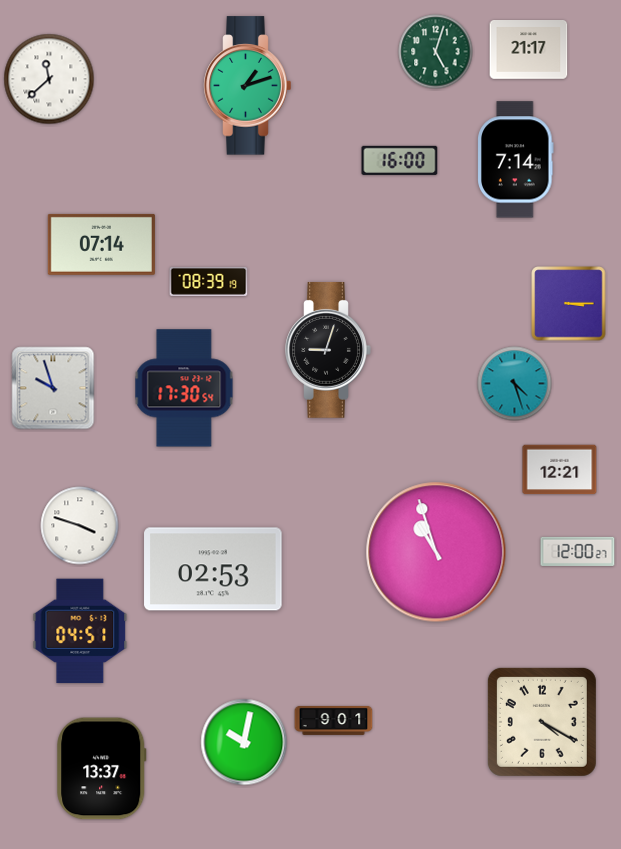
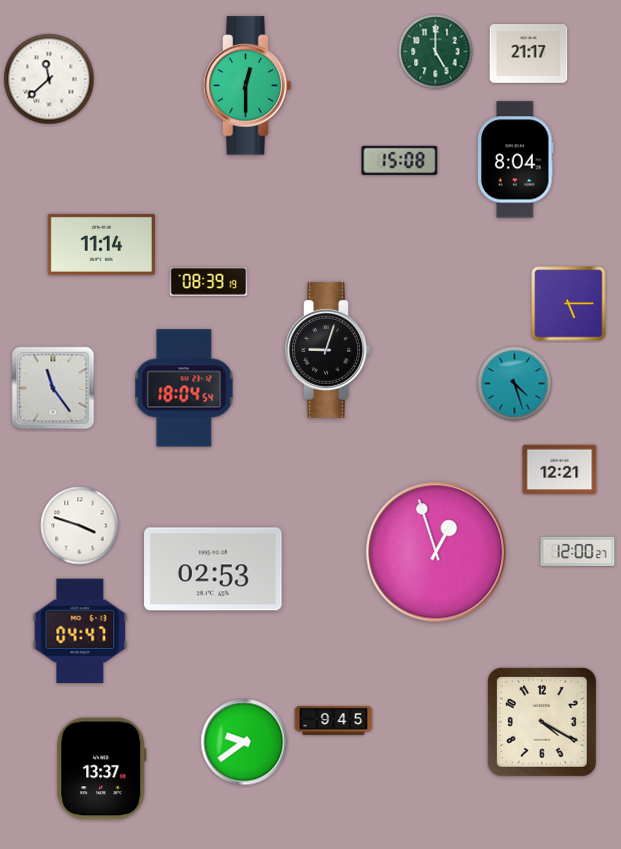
clock at (529, 50) position: (529, 50) -> (529, 54)
clock at (436, 52): 5:03 -> 5:00
clock at (248, 86): 1:12 -> 12:30
clock at (400, 160): 16:00 -> 15:08
clock at (516, 160): 7:14 -> 8:04
clock at (101, 244): 07:14 -> 11:14
clock at (569, 304): 3:15 -> 5:15
clock at (53, 388): 9:57 -> 11:24
clock at (184, 388): 17:30 -> 18:04
clock at (436, 552): 10:57 -> 12:57
clock at (80, 631): 04:51 -> 04:47
clock at (334, 720): 9:01 -> 9:45
clock at (244, 742): 10:02 -> 9:39
